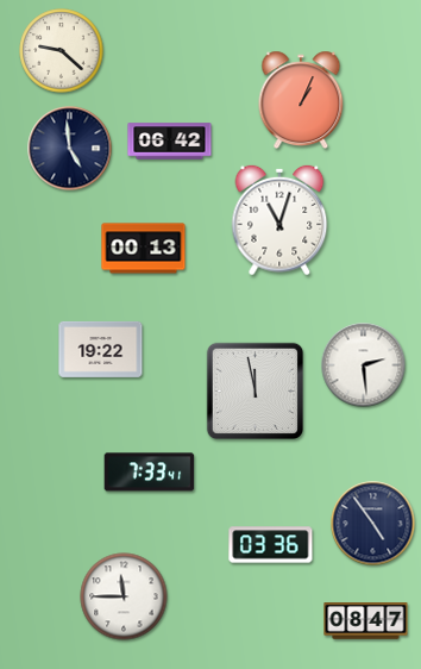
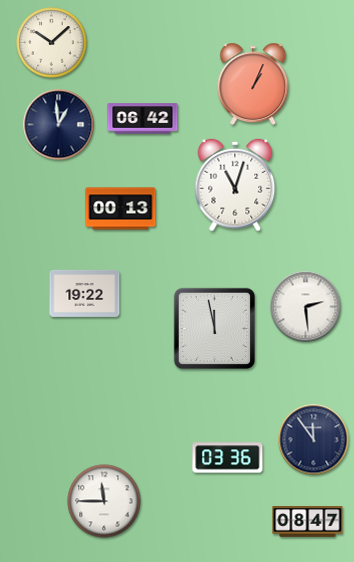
clock at (62, 51): 9:22 -> 10:08
clock at (70, 149): 4:59 -> 12:59
clock at (150, 473): 7:33 -> none
clock at (373, 524): 4:54 -> 11:54
